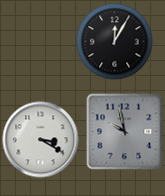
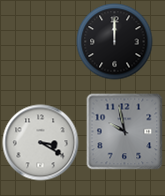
clock at (115, 42): 12:05 -> 12:00
clock at (41, 140) position: (41, 140) -> (41, 143)
